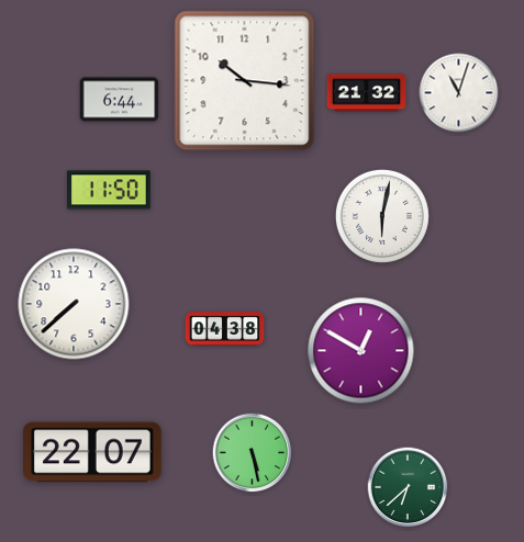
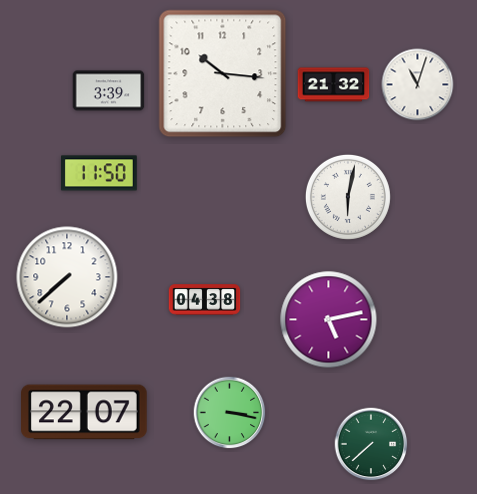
clock at (120, 100): 6:44 -> 3:39
clock at (361, 351): 12:50 -> 5:13
clock at (253, 453): 5:28 -> 3:17
clock at (408, 487): 6:38 -> 7:38
